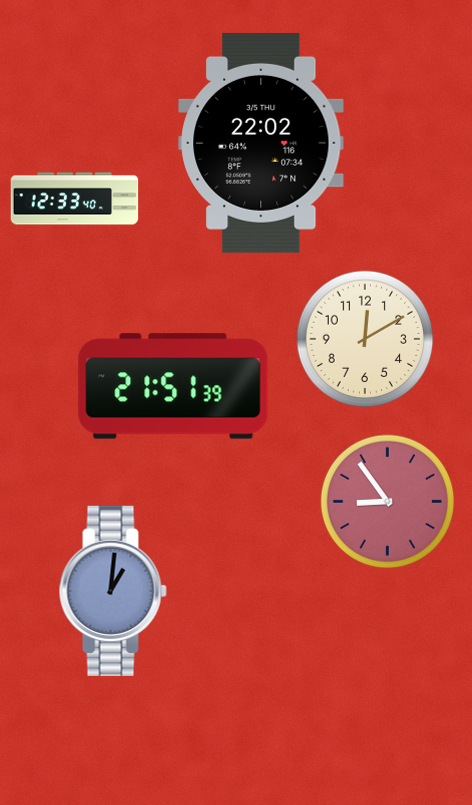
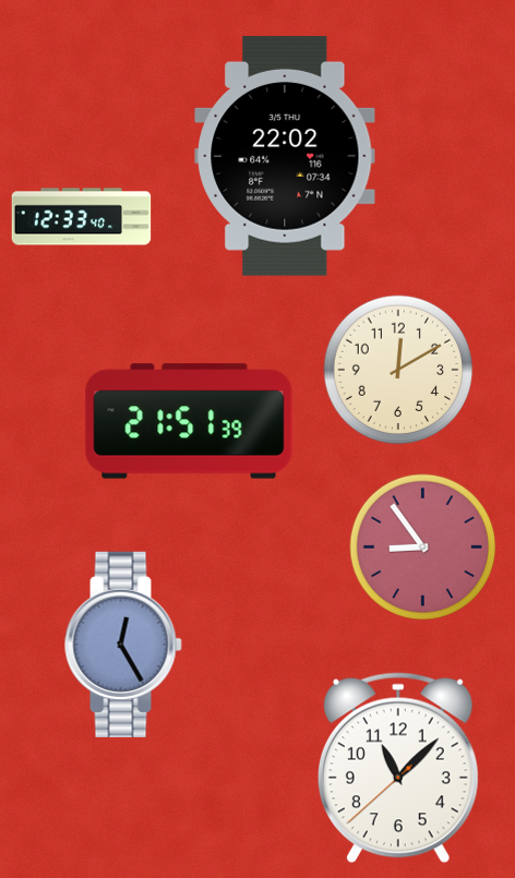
clock at (113, 591): 1:01 -> 12:25
clock at (398, 768): none -> 11:07
